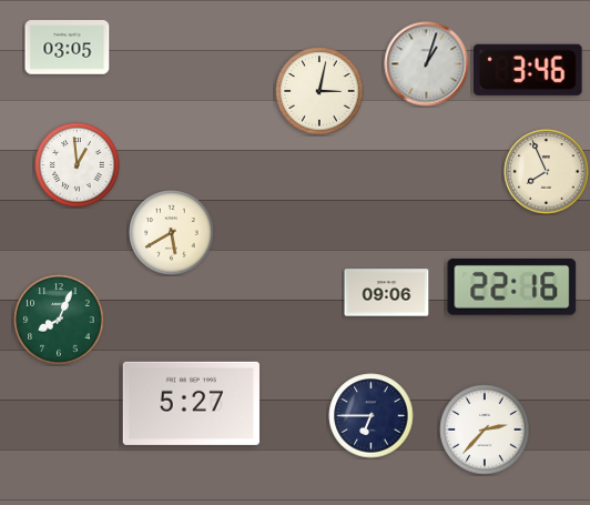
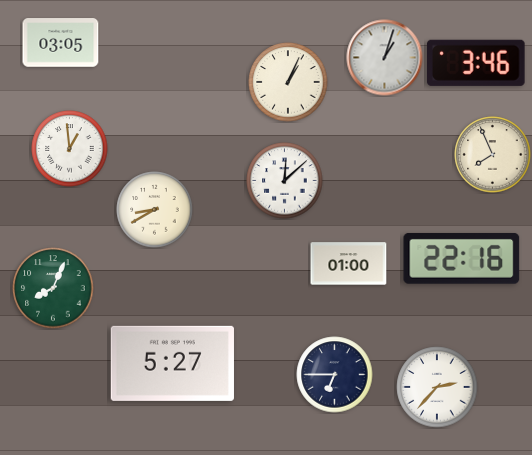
clock at (319, 91): 3:02 -> 1:04
clock at (285, 181): none -> 12:08
clock at (172, 233): 5:40 -> 8:40
clock at (387, 293): 09:06 -> 01:00
